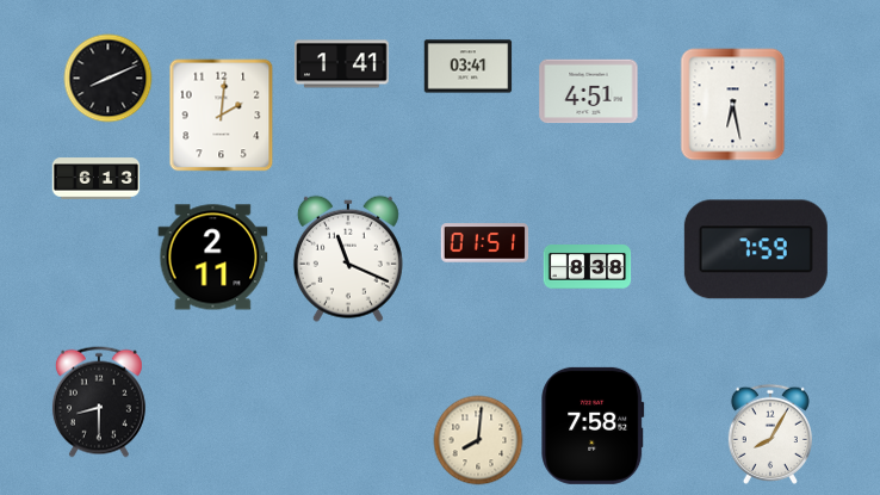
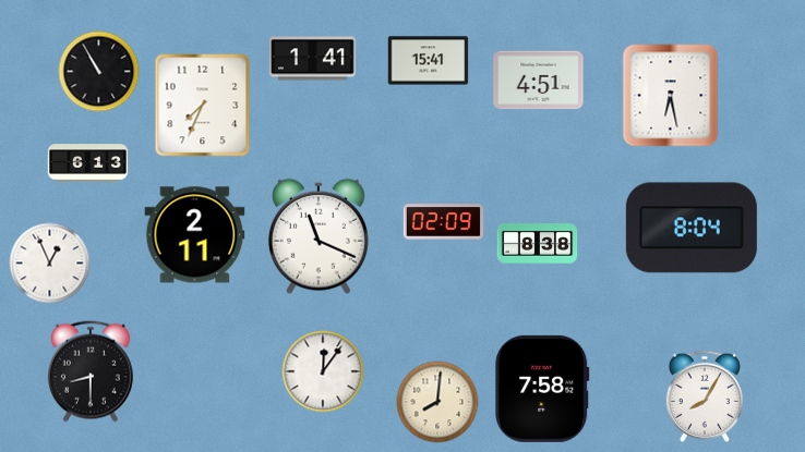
clock at (469, 67): 03:41 -> 15:41
clock at (109, 79): 8:11 -> 10:55
clock at (589, 92) position: (589, 92) -> (539, 81)
clock at (222, 116): 2:01 -> 7:34
clock at (485, 243): 01:51 -> 02:09
clock at (756, 249): 7:59 -> 8:04
clock at (50, 264): none -> 12:56
clock at (99, 402) position: (99, 402) -> (91, 371)
clock at (323, 371): none -> 12:06
